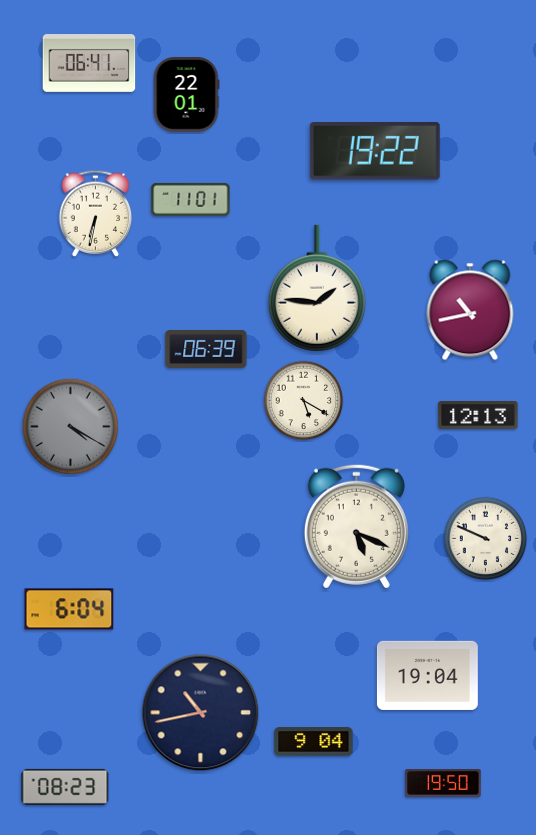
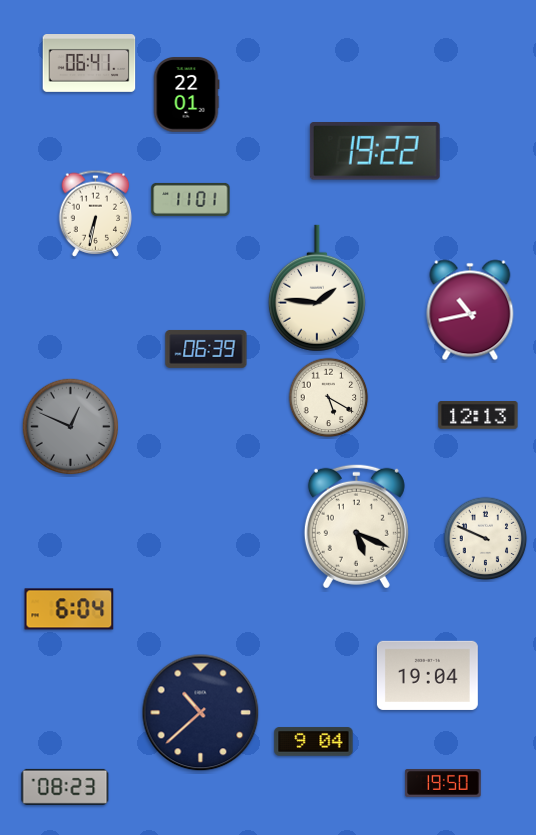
clock at (304, 401) position: (304, 401) -> (329, 398)
clock at (70, 426): 4:20 -> 12:49
clock at (201, 713): 10:43 -> 10:38
